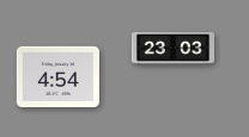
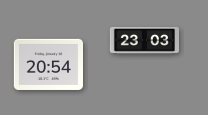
clock at (57, 76): 4:54 -> 20:54
